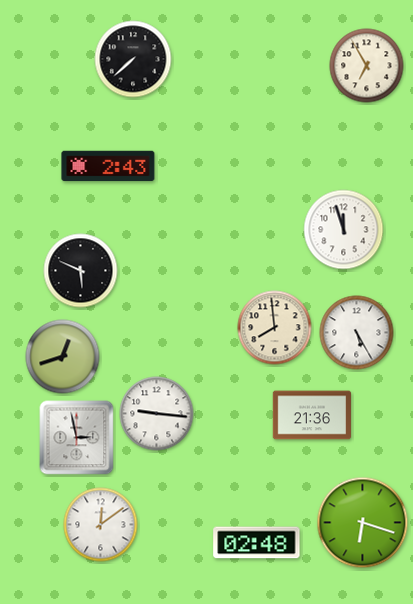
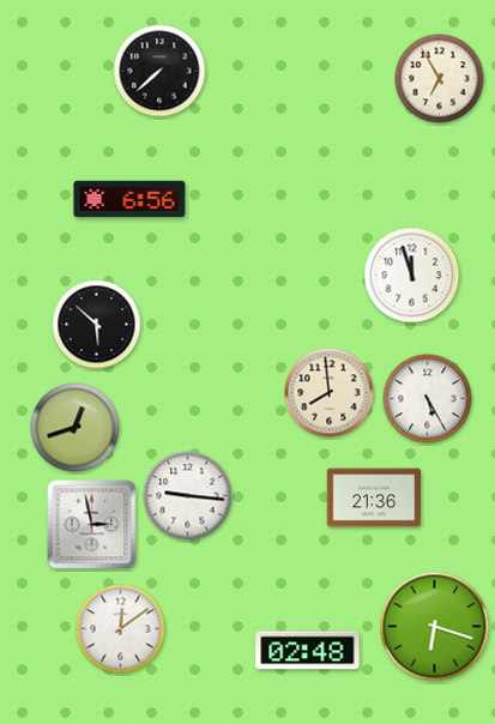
clock at (108, 166): 2:43 -> 6:56
clock at (81, 271): 5:49 -> 5:52
